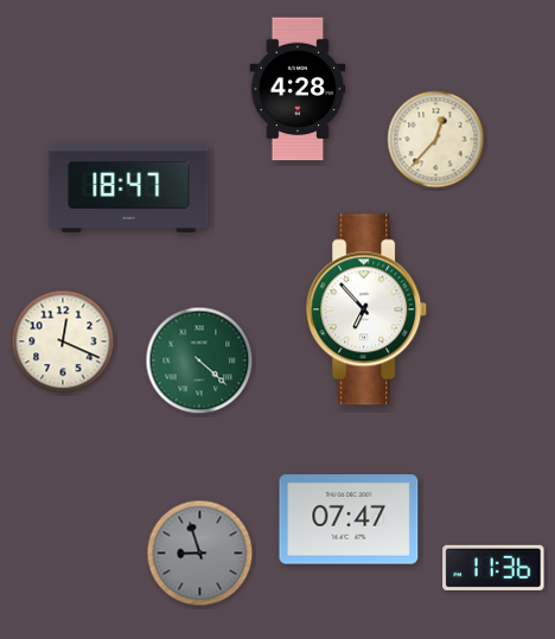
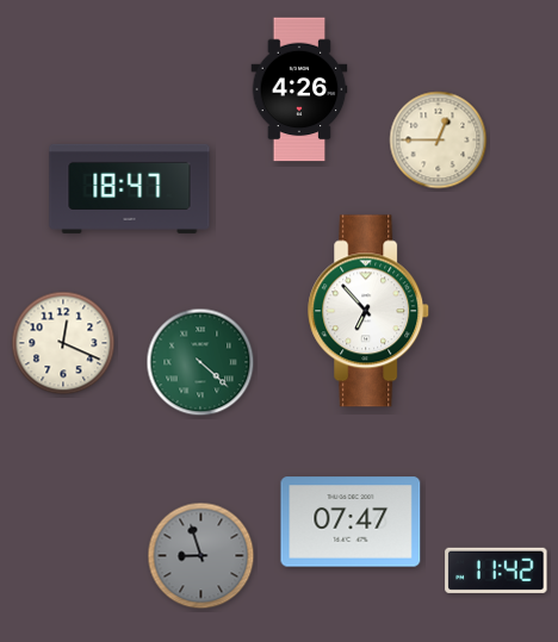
clock at (298, 89): 4:28 -> 4:26
clock at (436, 140): 12:37 -> 12:45
clock at (493, 568): 11:36 -> 11:42
